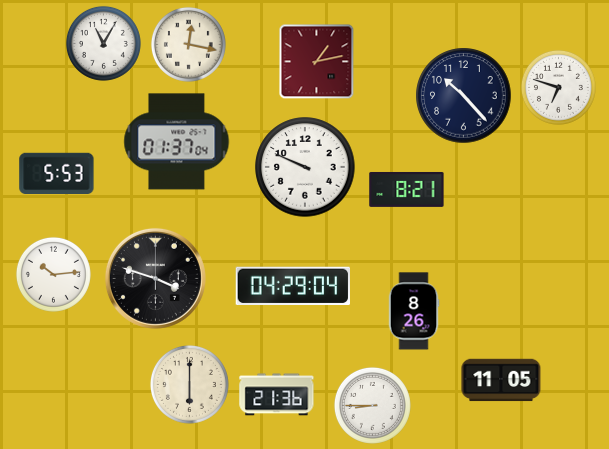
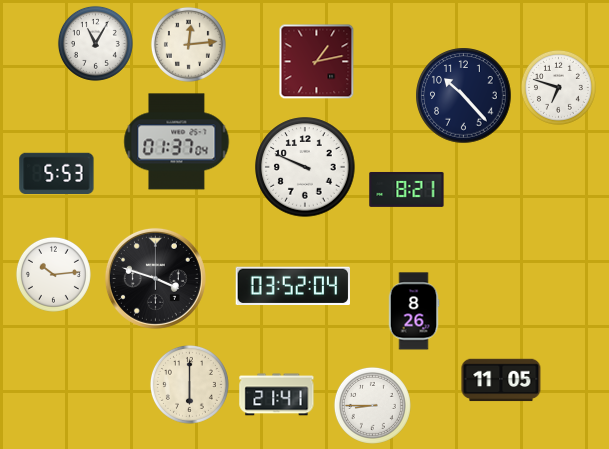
clock at (103, 43) position: (103, 43) -> (95, 43)
clock at (188, 44): 12:17 -> 12:14
clock at (292, 285): 04:29 -> 03:52
clock at (277, 395): 21:36 -> 21:41
